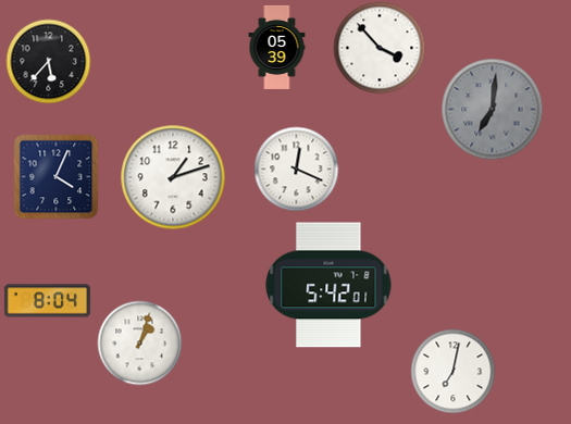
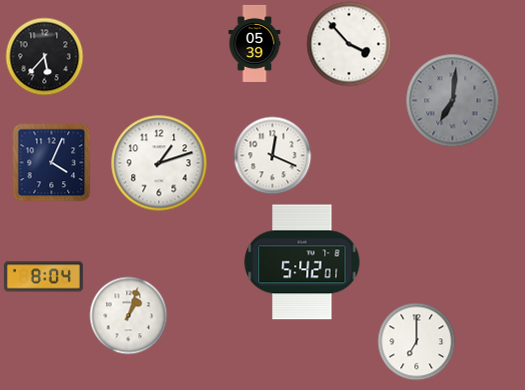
clock at (452, 371): 7:02 -> 7:00
